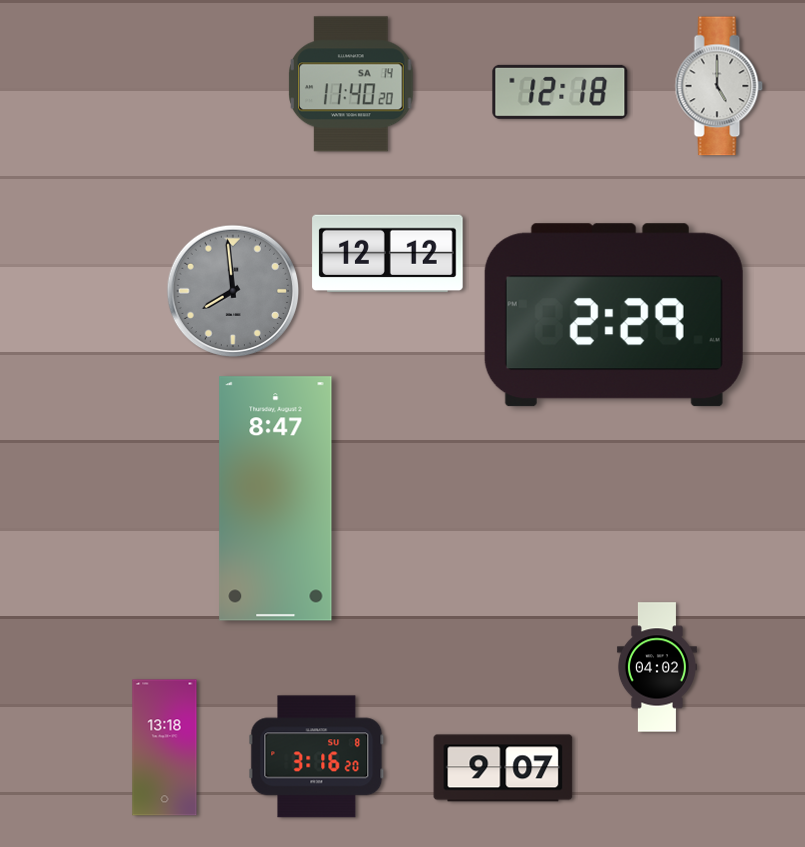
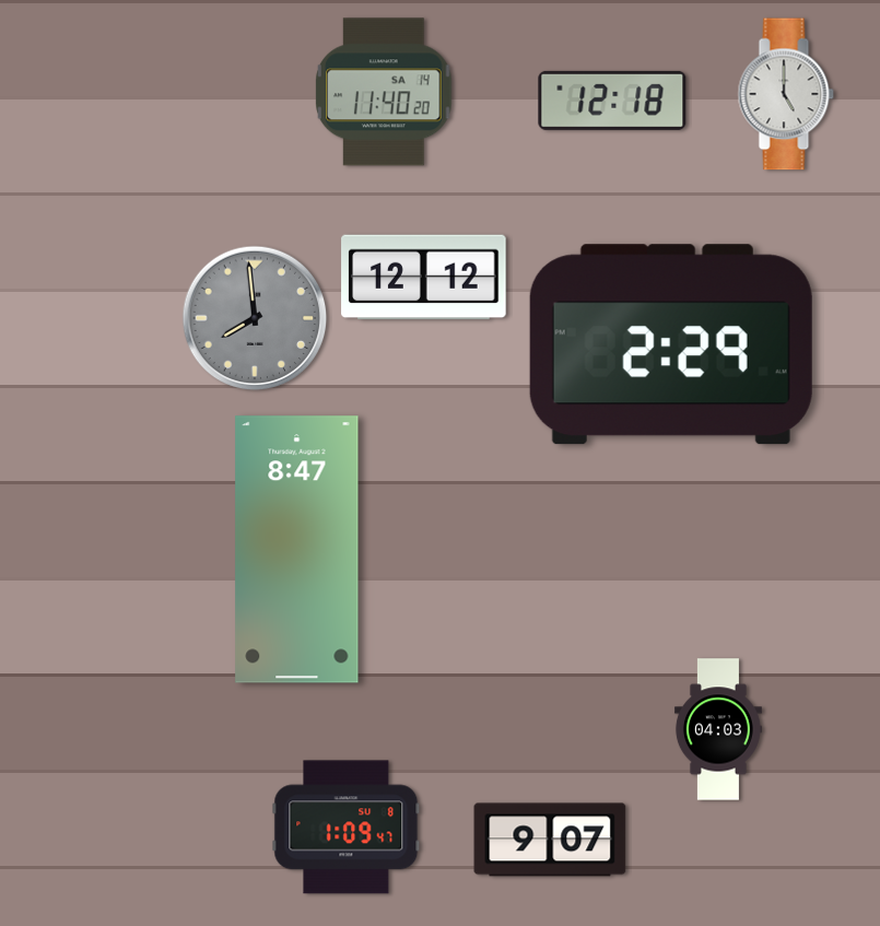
clock at (276, 499) position: (276, 499) -> (297, 550)
clock at (657, 667): 04:02 -> 04:03
clock at (165, 748): 13:18 -> none
clock at (317, 757): 3:16 -> 1:09
